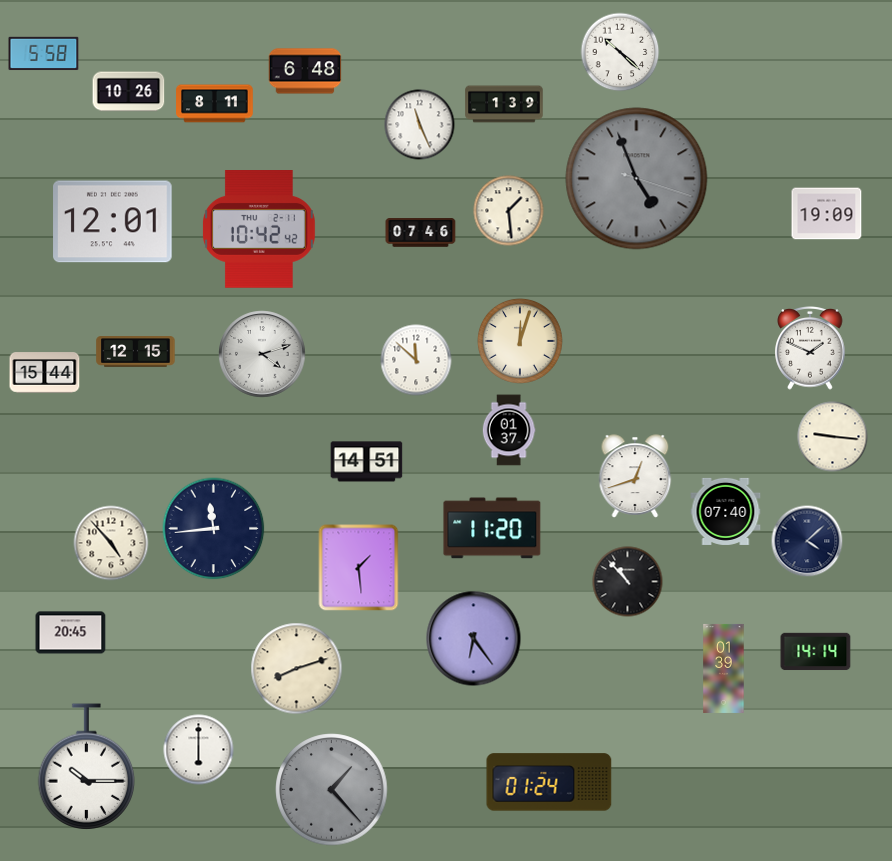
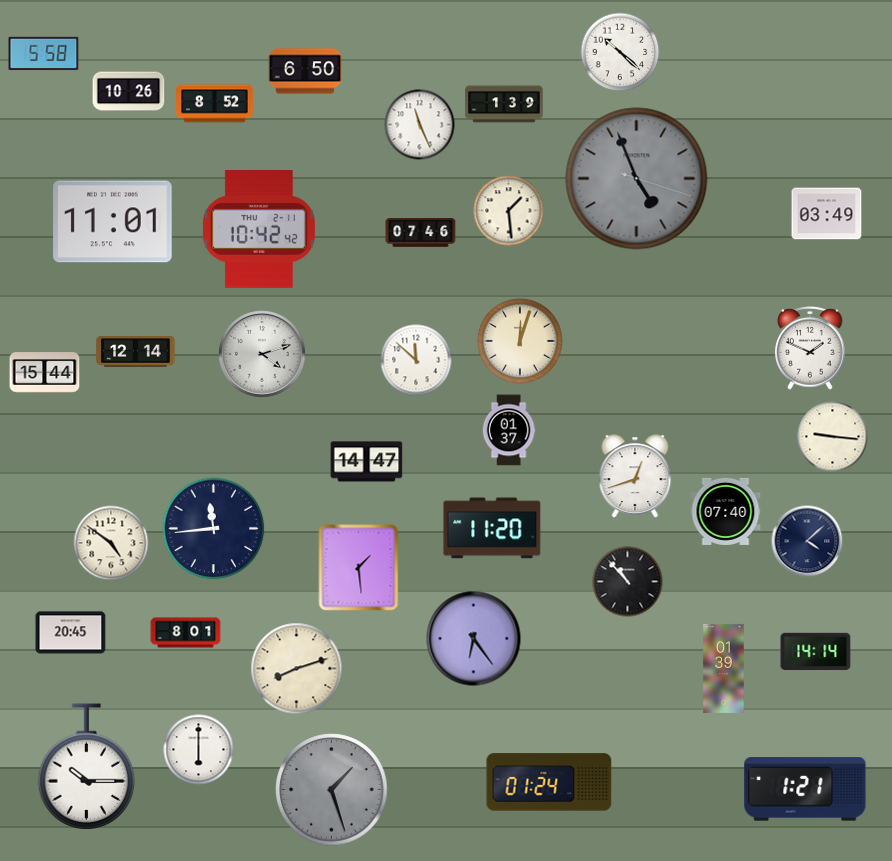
clock at (305, 71): 6:48 -> 6:50
clock at (215, 104): 8:11 -> 8:52
clock at (827, 214): 19:09 -> 03:49
clock at (113, 222): 12:01 -> 11:01
clock at (136, 352): 12:15 -> 12:14
clock at (367, 462): 14:51 -> 14:47
clock at (111, 543): 4:53 -> 4:51
clock at (186, 633): none -> 8:01
clock at (805, 789): none -> 1:21
clock at (332, 790): 1:23 -> 1:27
